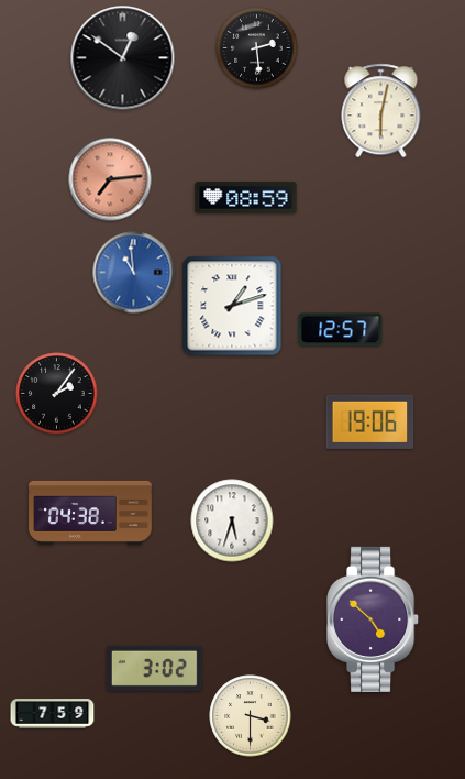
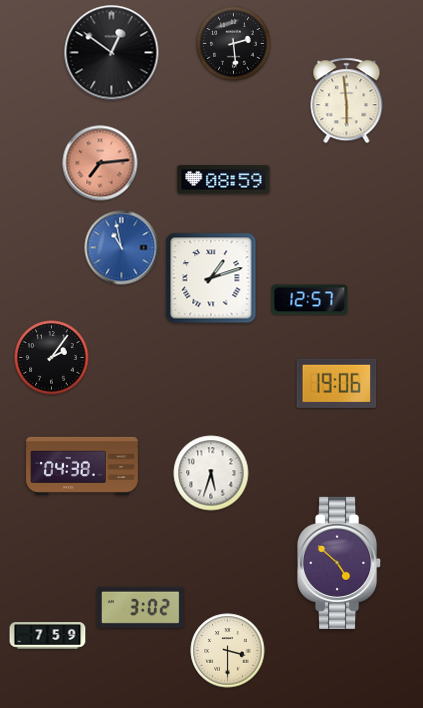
clock at (381, 111): 6:02 -> 5:59
clock at (134, 273): 10:59 -> 10:58
clock at (53, 714) position: (53, 714) -> (48, 636)
